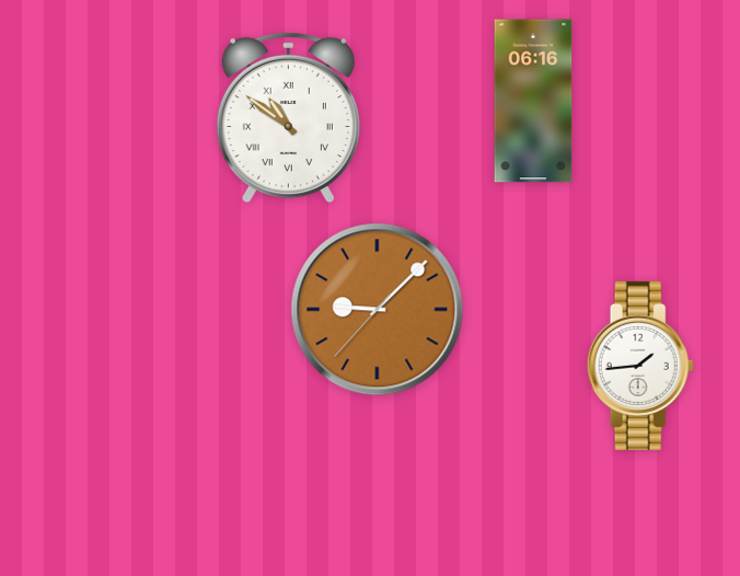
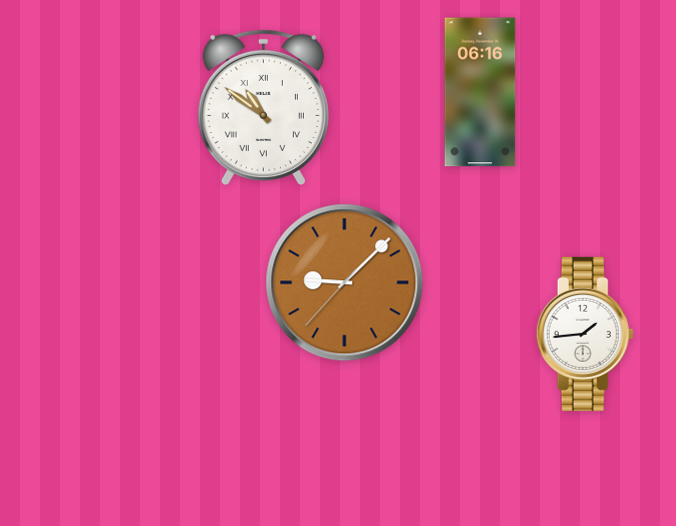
clock at (533, 101) position: (533, 101) -> (480, 92)
